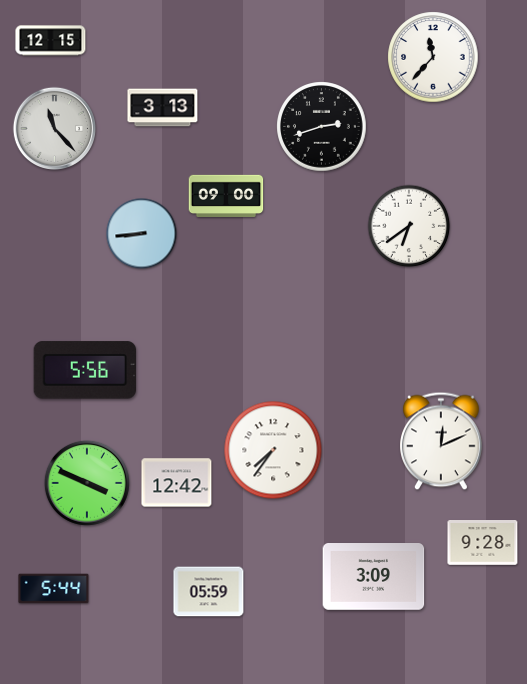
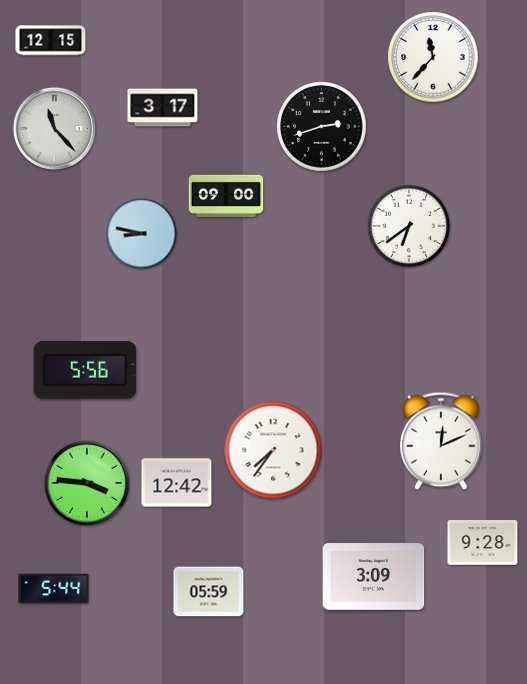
clock at (163, 108): 3:13 -> 3:17
clock at (142, 234): 8:44 -> 8:47
clock at (87, 483): 3:49 -> 3:46
